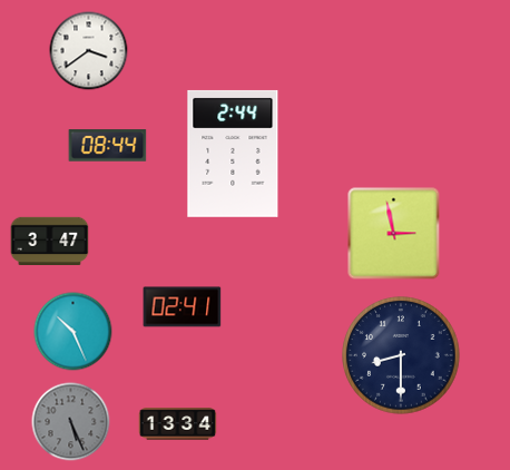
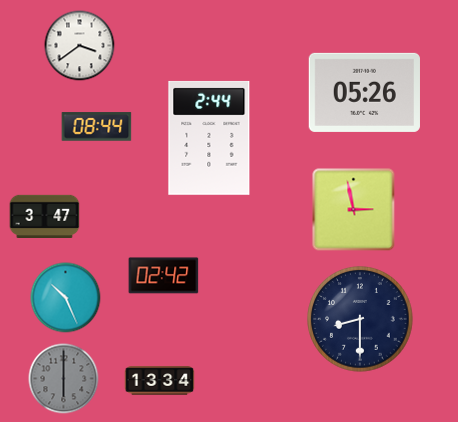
clock at (364, 92): none -> 05:26
clock at (108, 146) position: (108, 146) -> (97, 127)
clock at (183, 307): 02:41 -> 02:42
clock at (71, 422): 5:26 -> 6:00
